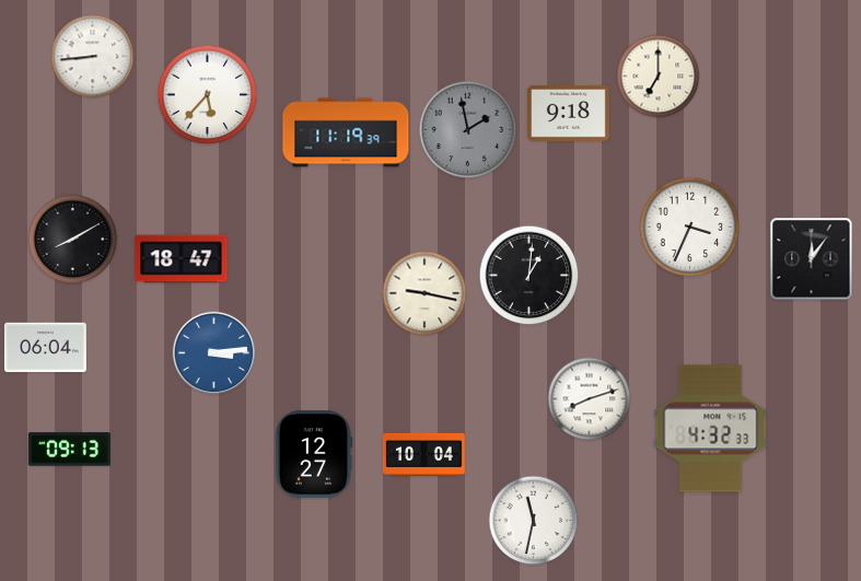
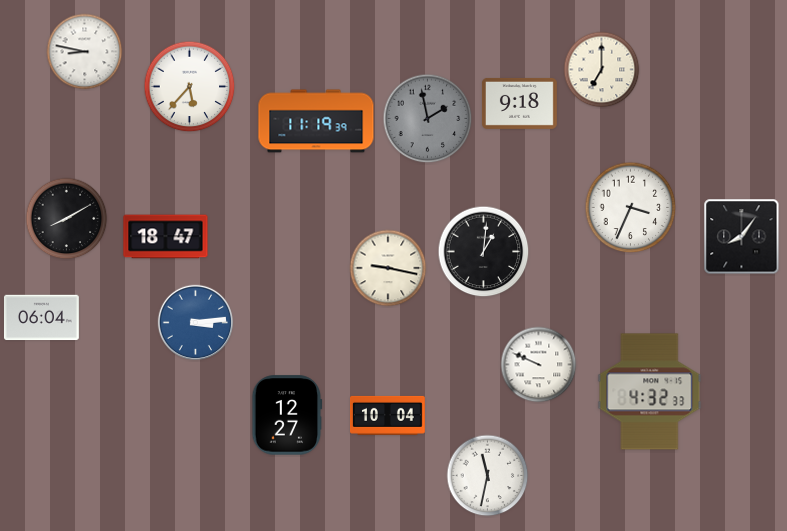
clock at (93, 57): 8:44 -> 8:47
clock at (812, 259): 12:06 -> 8:06
clock at (590, 399): 8:12 -> 9:49
clock at (69, 450): 09:13 -> none
